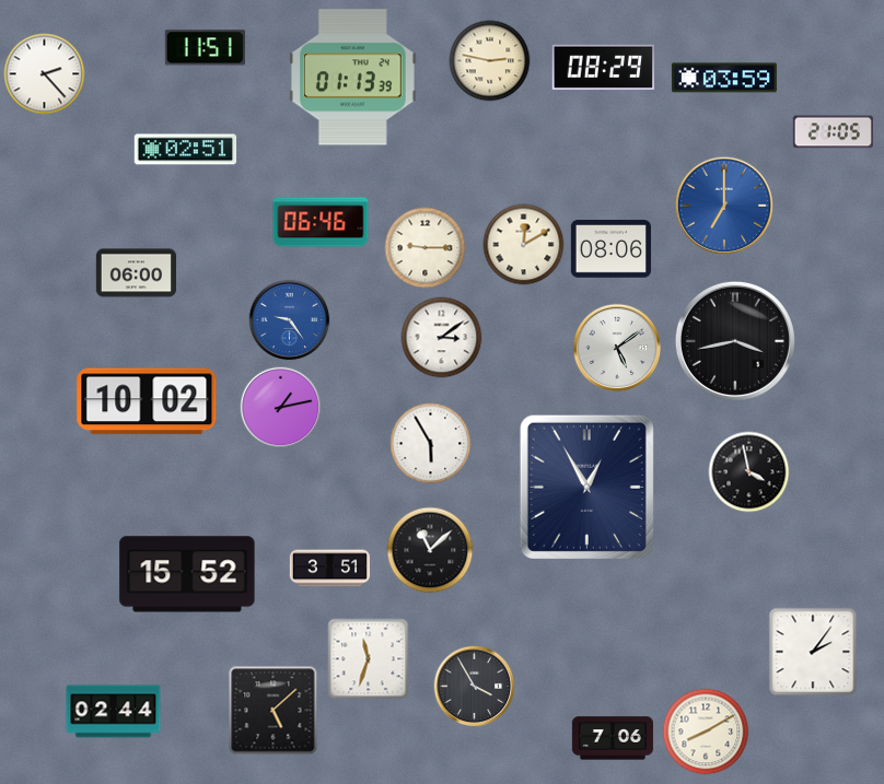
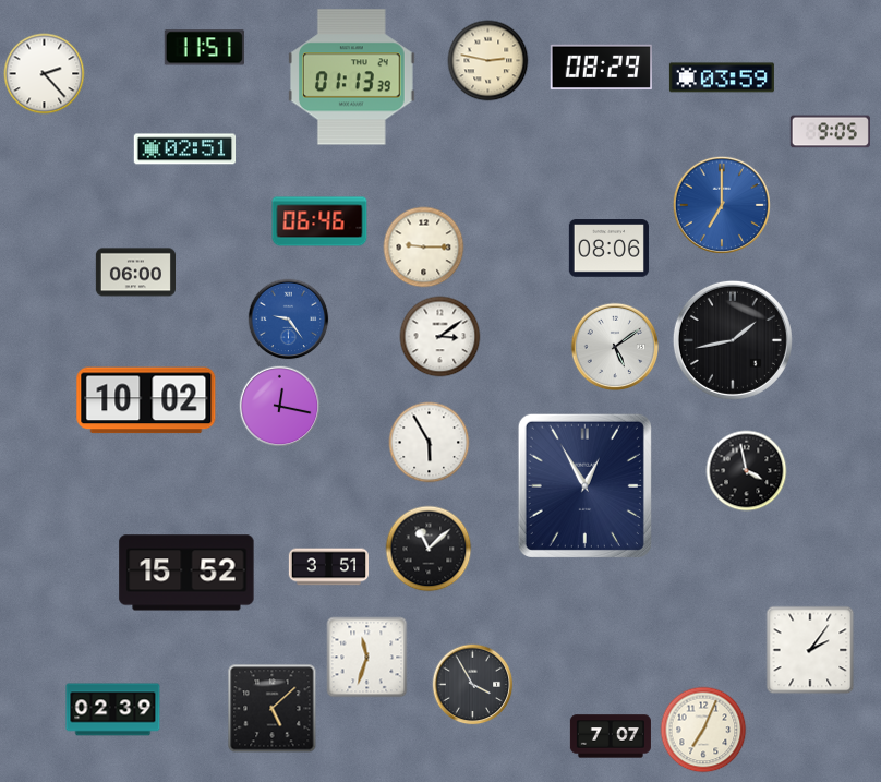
clock at (833, 132): 21:05 -> 9:05
clock at (524, 245): 12:10 -> none
clock at (735, 341): 3:43 -> 1:43
clock at (281, 408): 1:13 -> 12:17
clock at (114, 712): 02:44 -> 02:39
clock at (706, 732): 8:10 -> 7:04
clock at (613, 738): 7:06 -> 7:07
